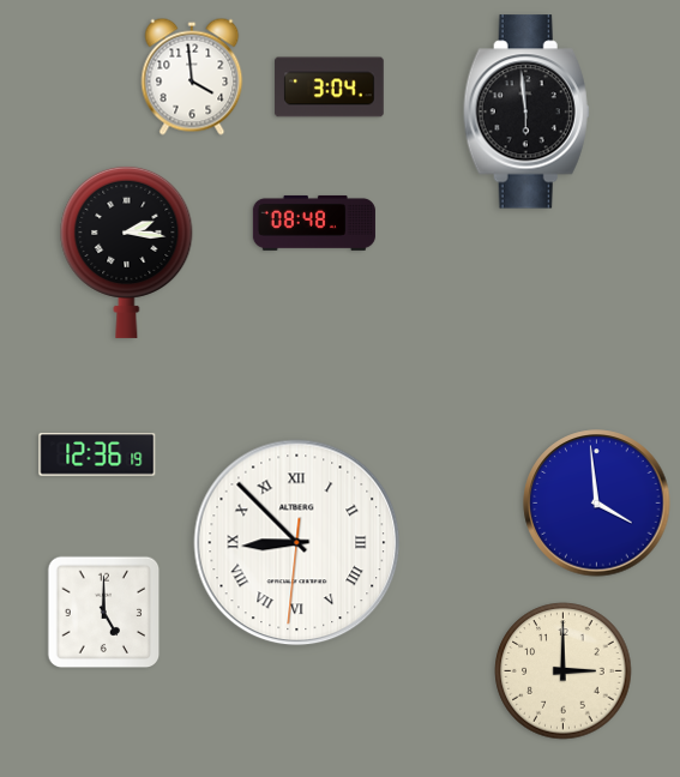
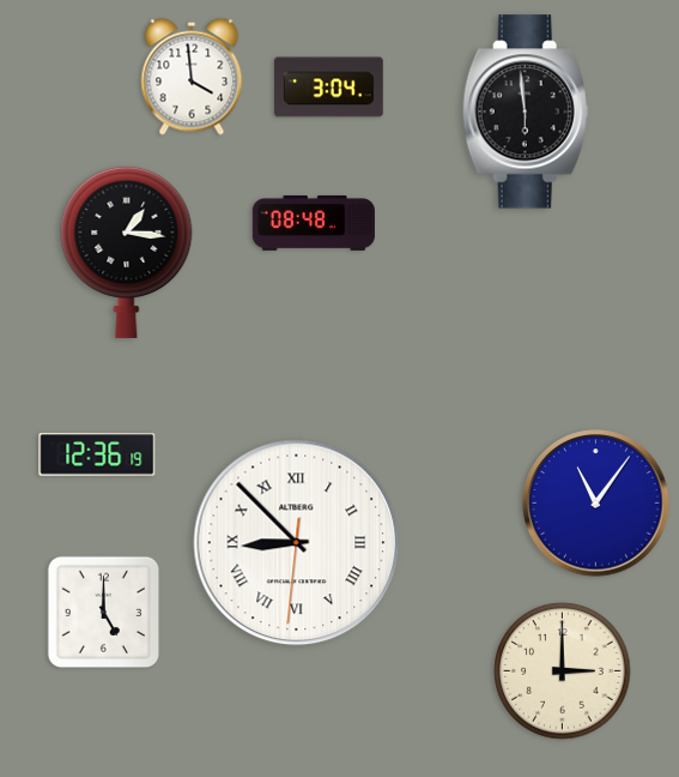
clock at (127, 252): 2:16 -> 1:16
clock at (597, 504): 3:59 -> 11:06
